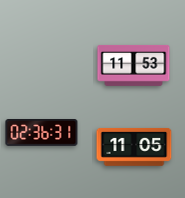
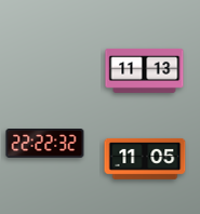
clock at (134, 65): 11:53 -> 11:13
clock at (42, 133): 02:36 -> 22:22
